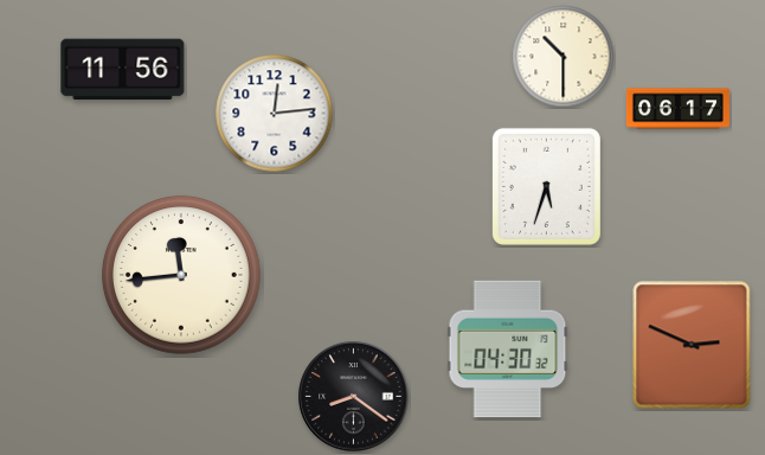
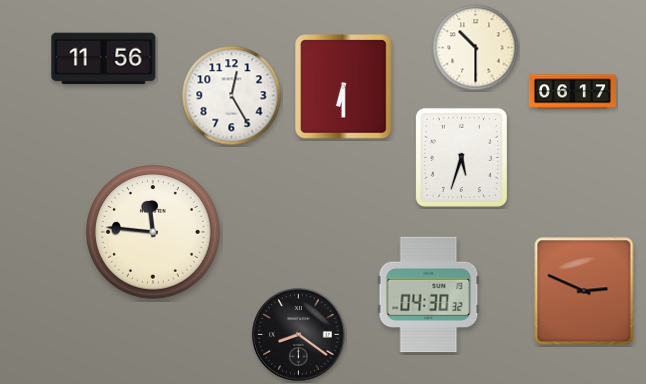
clock at (344, 87): none -> 6:30
clock at (275, 114): 12:14 -> 12:25
clock at (181, 275): 11:44 -> 11:46
